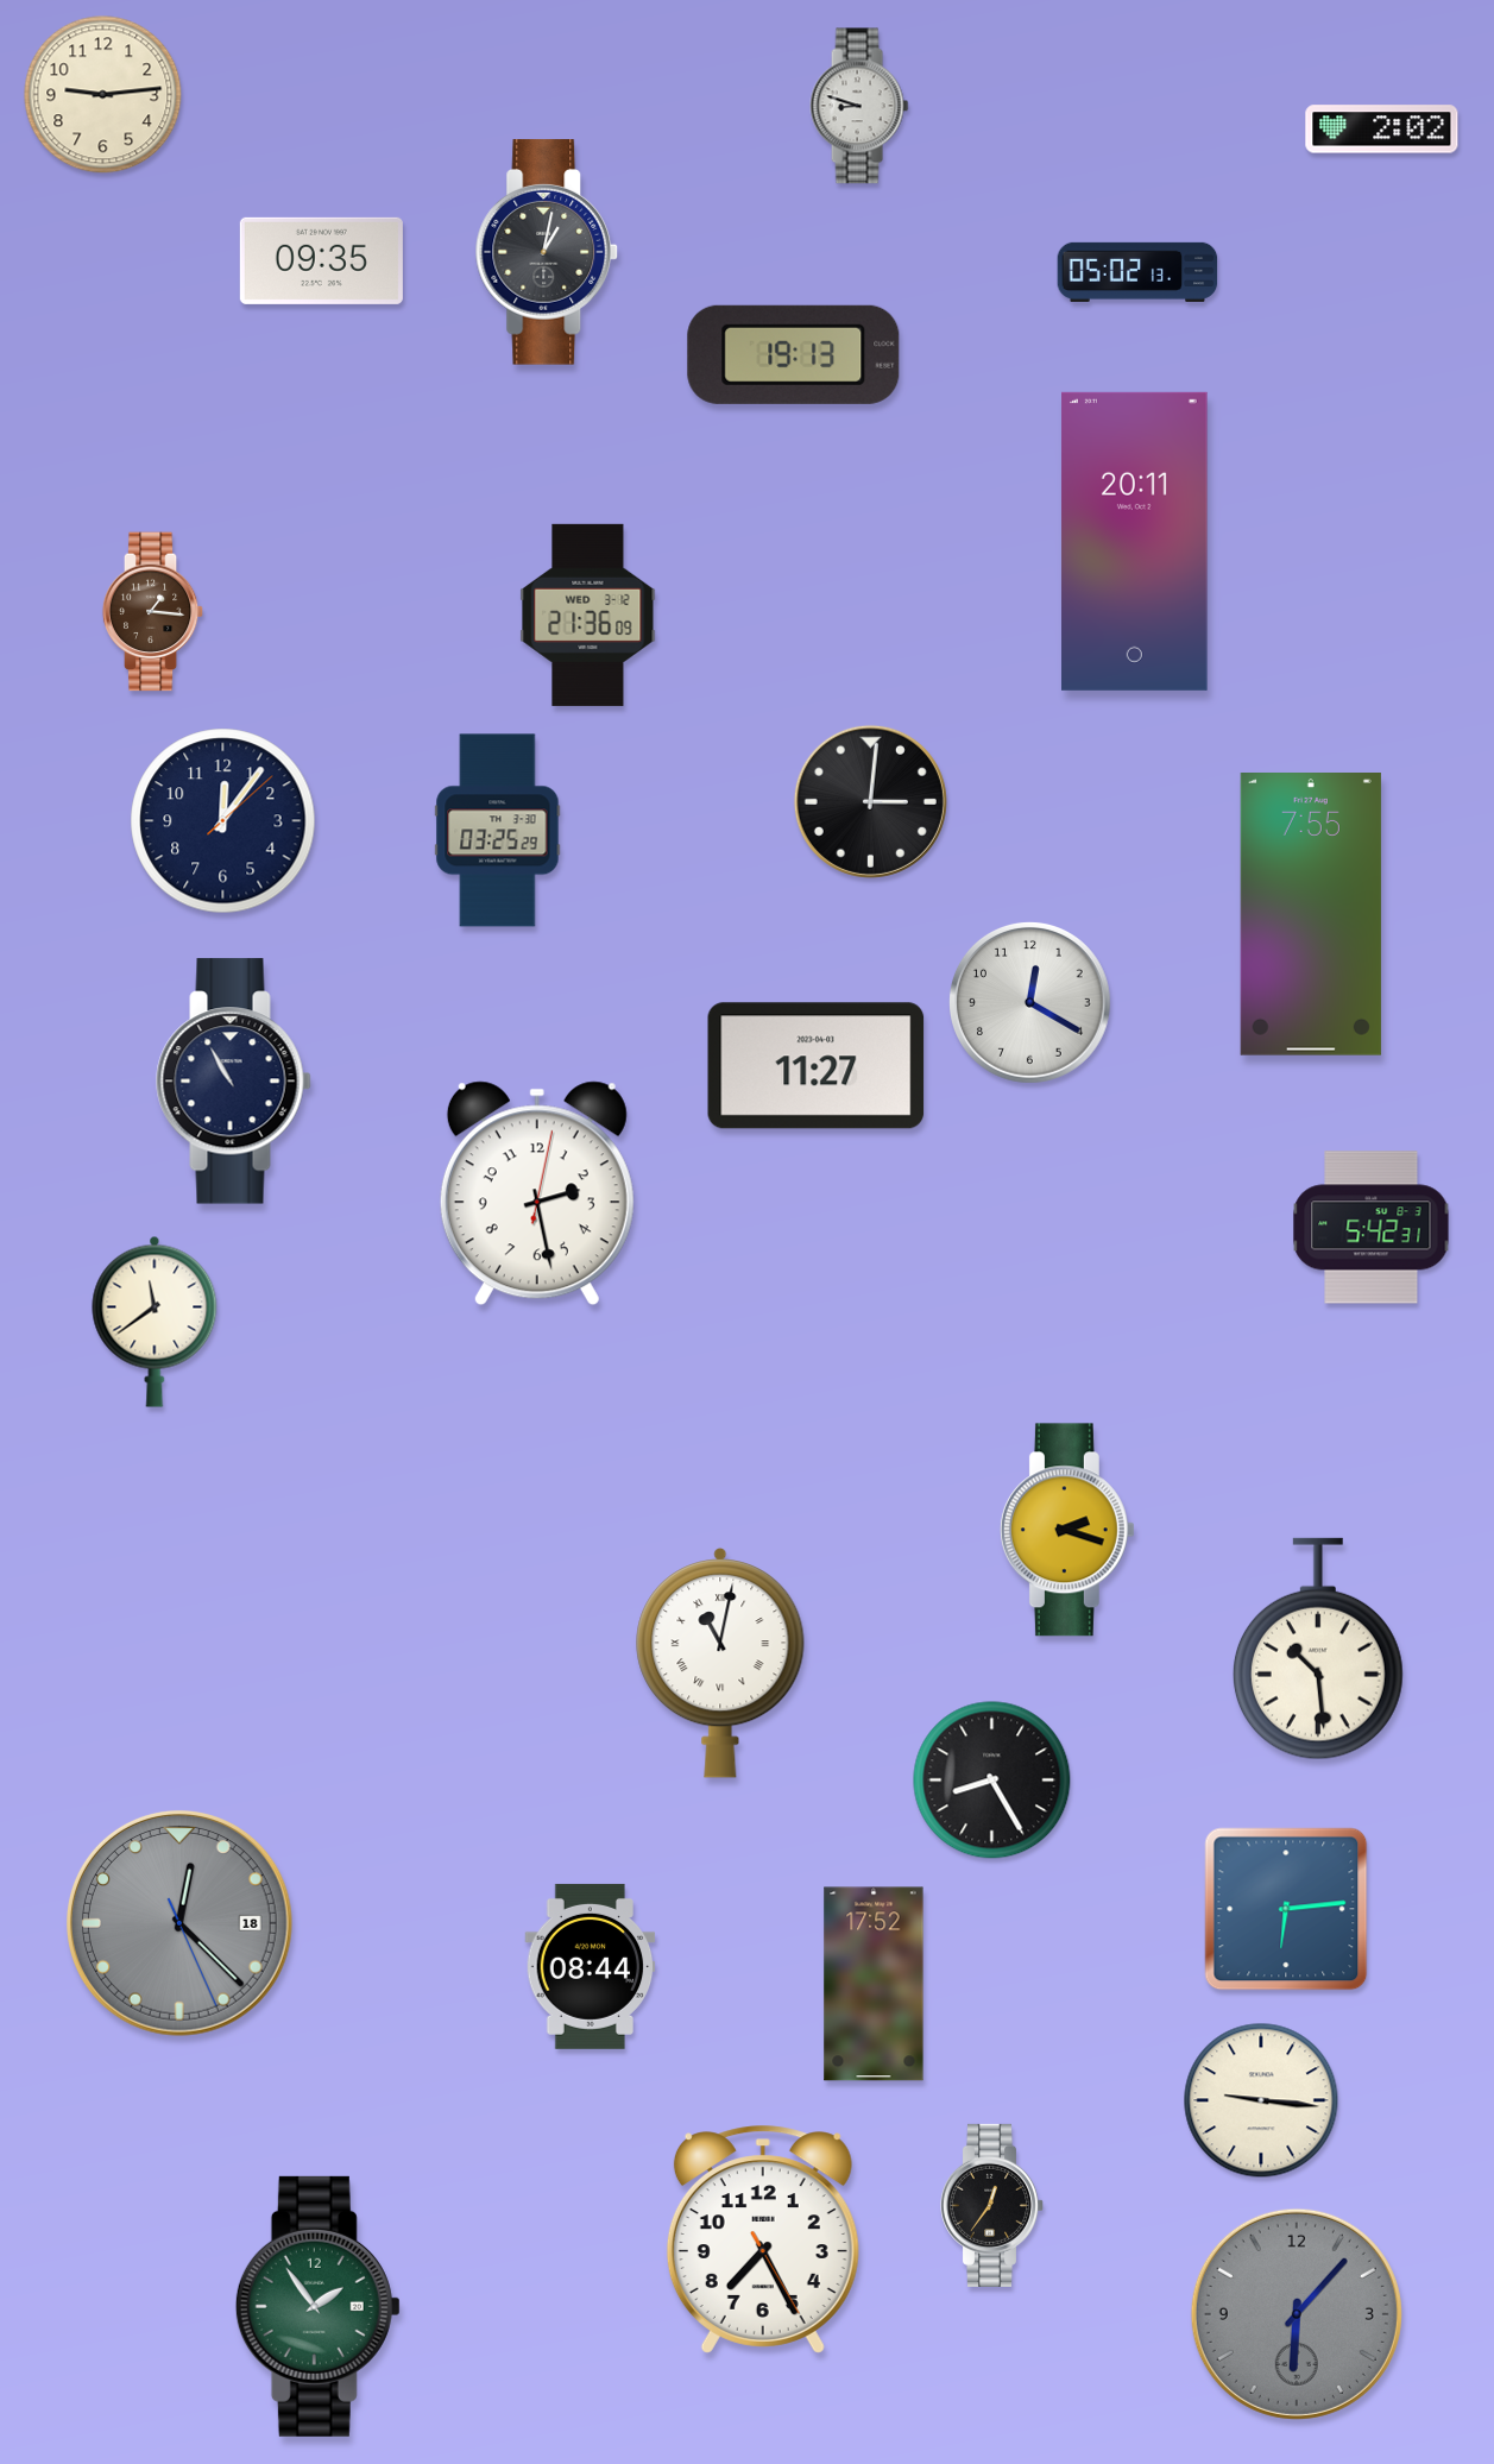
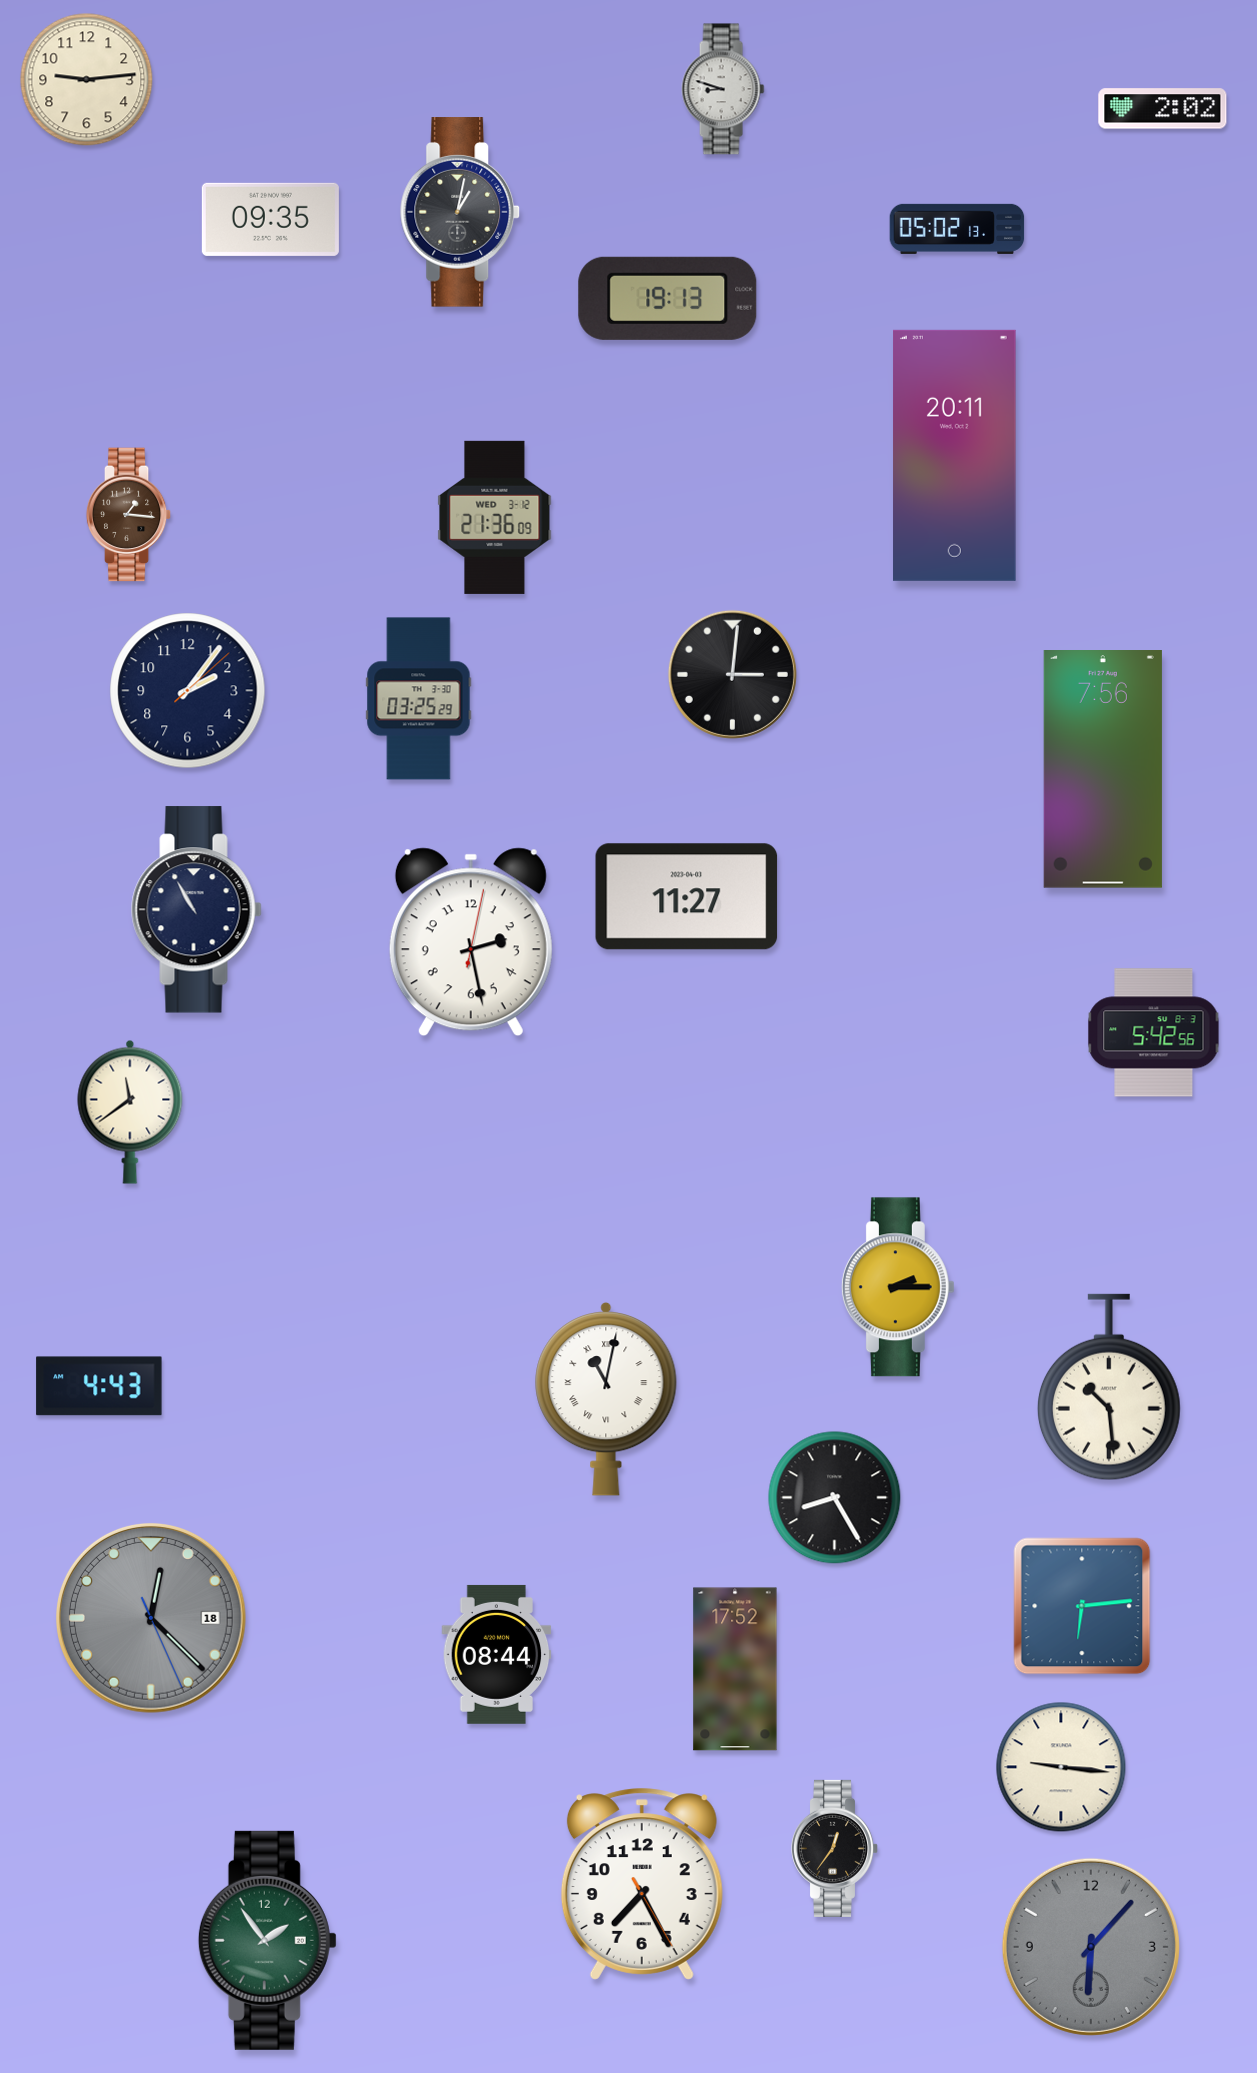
clock at (223, 821): 12:06 -> 2:06
clock at (1311, 915): 7:55 -> 7:56
clock at (1029, 1002): 12:20 -> none
clock at (537, 1193) position: (537, 1193) -> (471, 942)
clock at (1372, 1228): 5:42:31 -> 5:42:56
clock at (1067, 1530): 2:18 -> 2:15
clock at (99, 1386): none -> 4:43
clock at (991, 2205) position: (991, 2205) -> (834, 1848)
